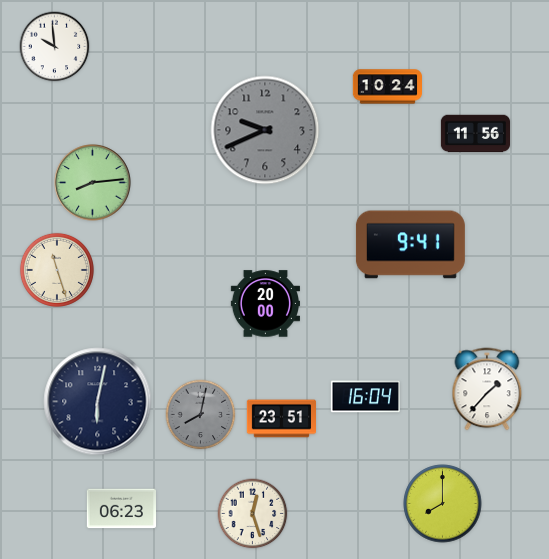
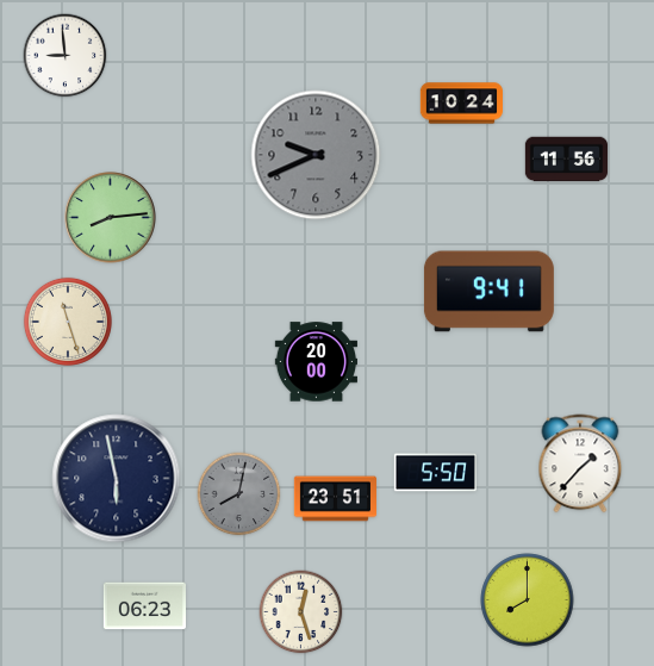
clock at (55, 47): 9:59 -> 8:59
clock at (365, 397): 16:04 -> 5:50
clock at (98, 402): 6:02 -> 5:58
